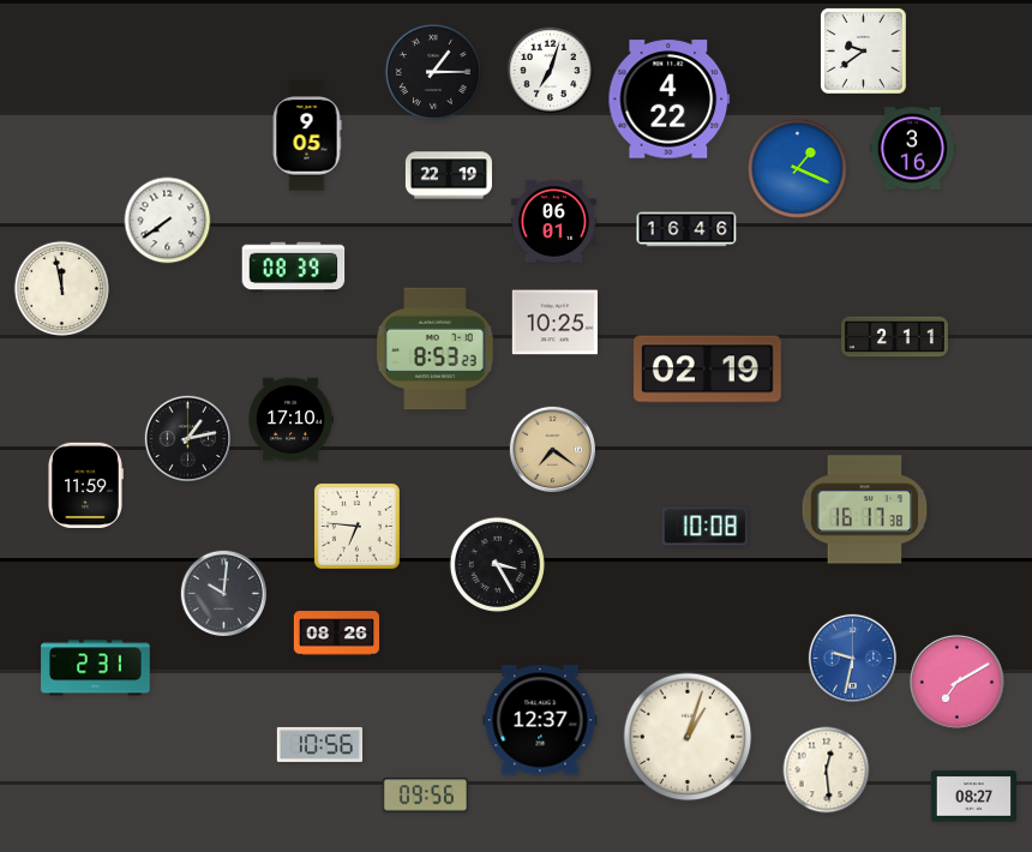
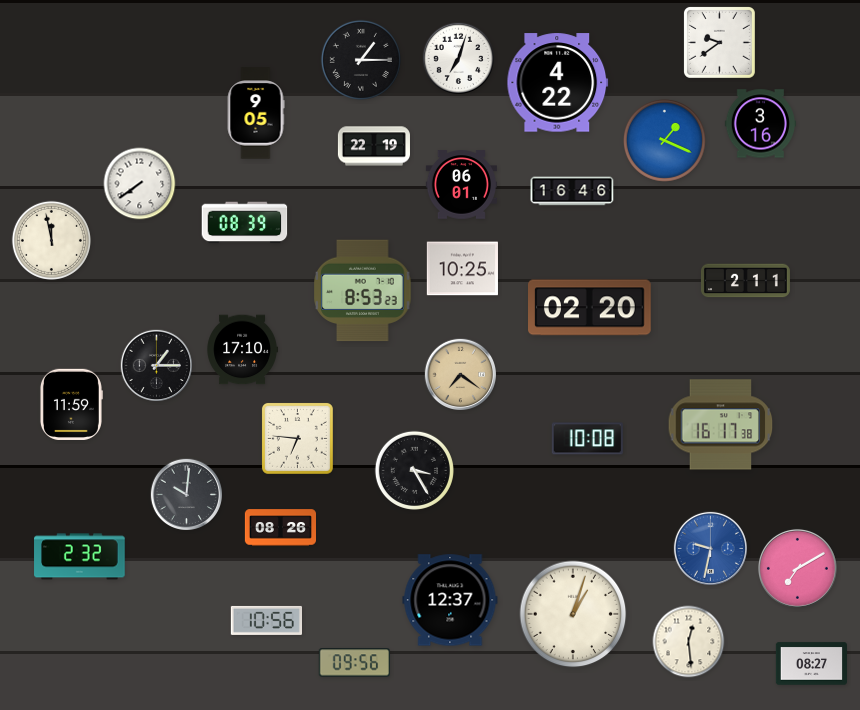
clock at (708, 370): 02:19 -> 02:20
clock at (187, 438): 1:13 -> 1:15
clock at (96, 668): 2:31 -> 2:32
